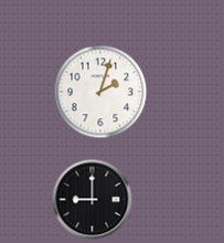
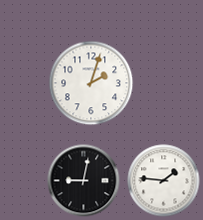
clock at (93, 200): 9:00 -> 9:02
clock at (164, 181): none -> 1:46
